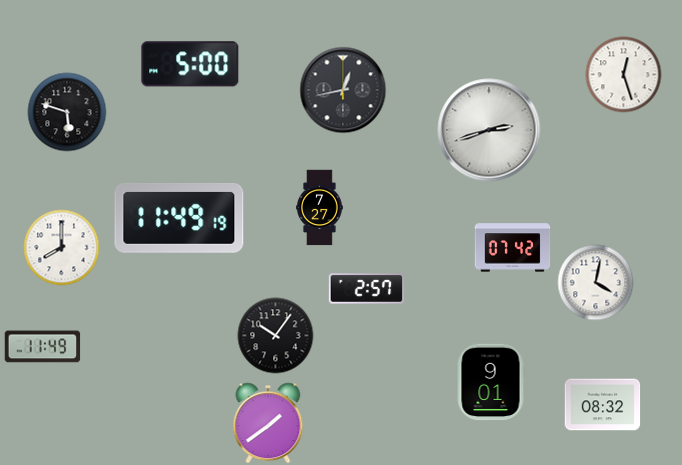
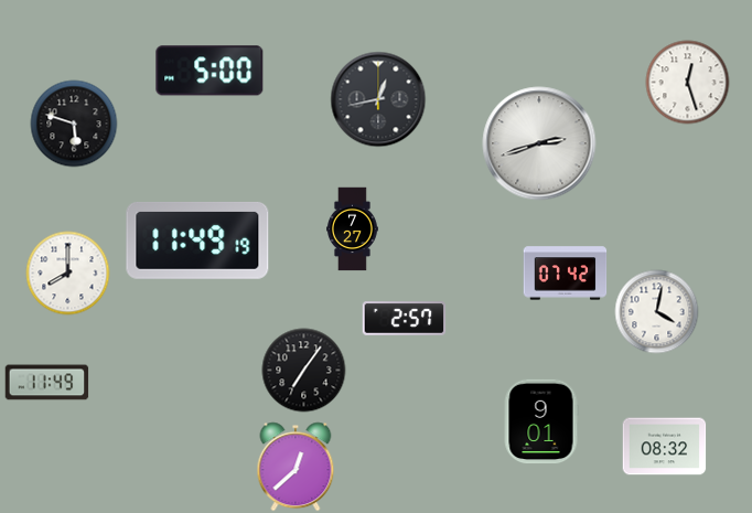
clock at (276, 336): 10:06 -> 7:06
clock at (268, 423): 1:39 -> 12:38
